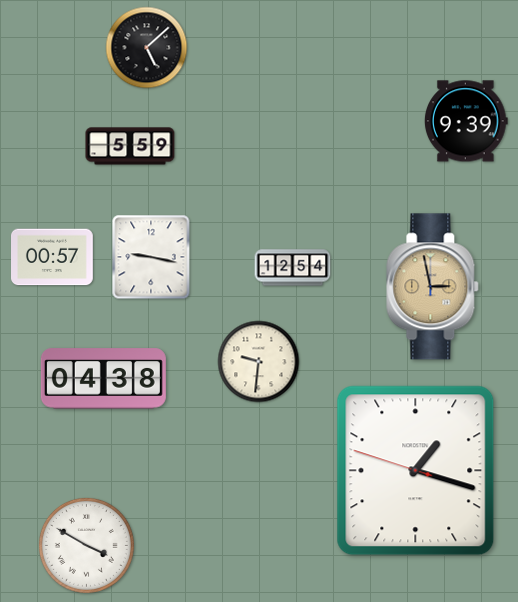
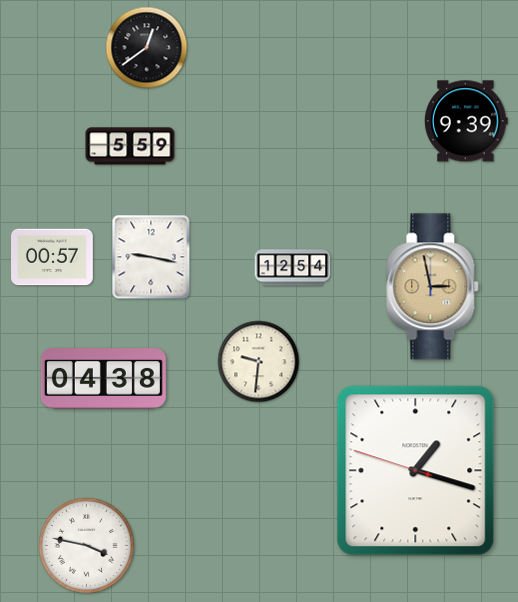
clock at (147, 48): 5:08 -> 12:39
clock at (86, 545): 3:50 -> 3:47
